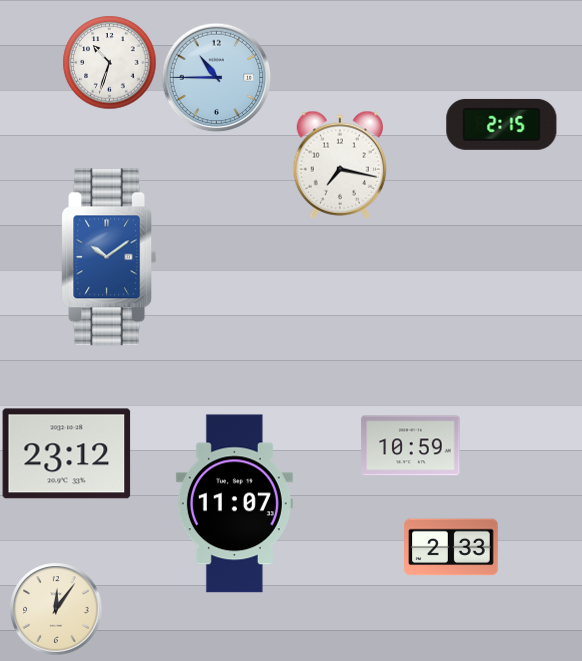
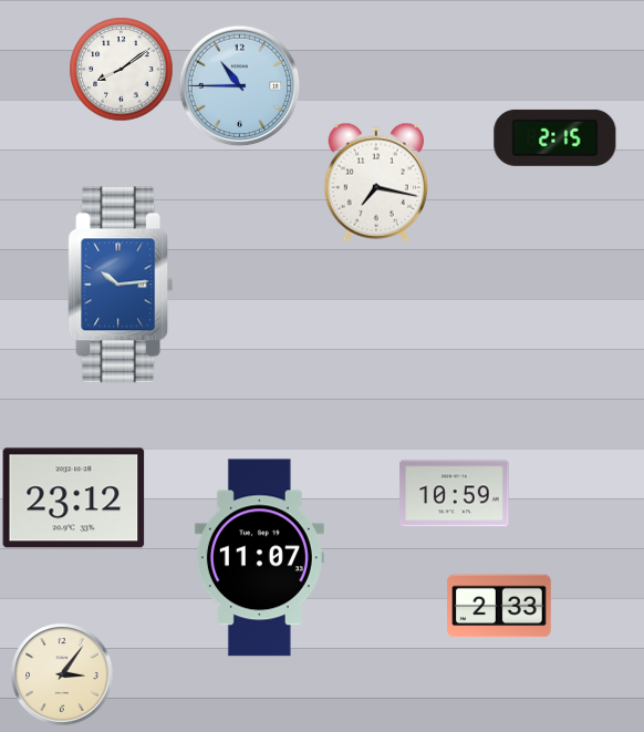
clock at (109, 62): 10:33 -> 8:09
clock at (109, 257): 10:09 -> 10:14
clock at (67, 454) position: (67, 454) -> (74, 498)
clock at (56, 609): 12:06 -> 3:06
